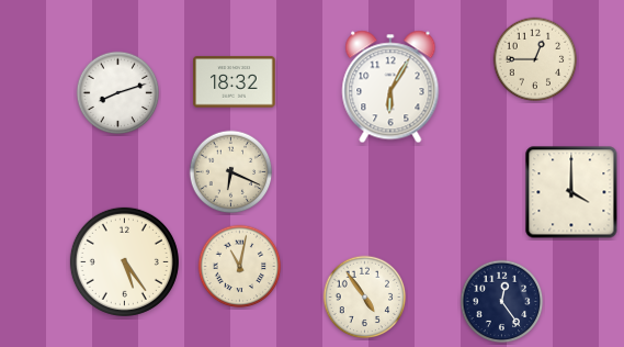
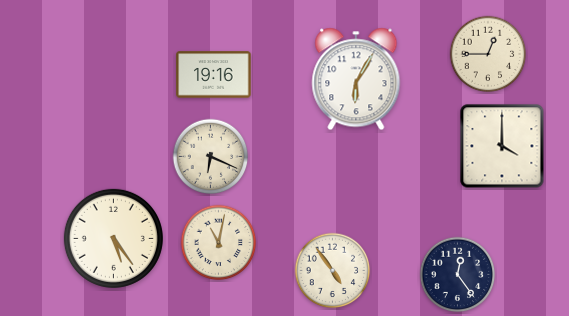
clock at (235, 82): 18:32 -> 19:16
clock at (118, 93): 8:12 -> none
clock at (571, 192) position: (571, 192) -> (502, 146)
